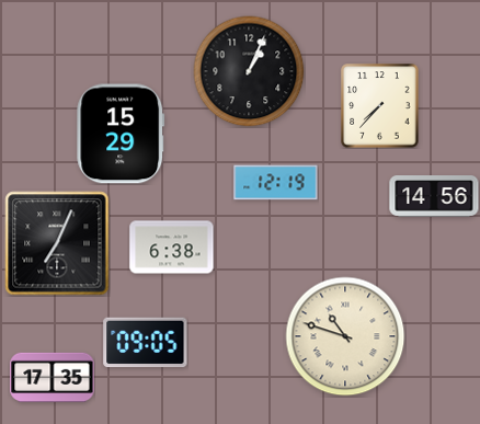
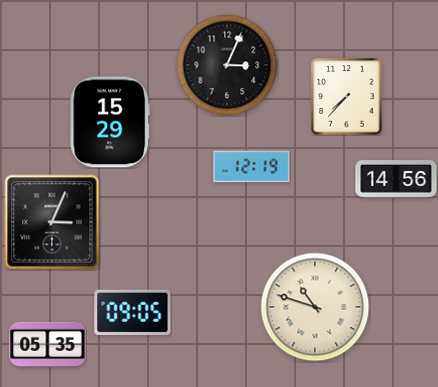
clock at (249, 71): 1:04 -> 3:04
clock at (57, 243): 7:04 -> 3:04
clock at (172, 248): 6:38 -> none
clock at (53, 378): 17:35 -> 05:35
